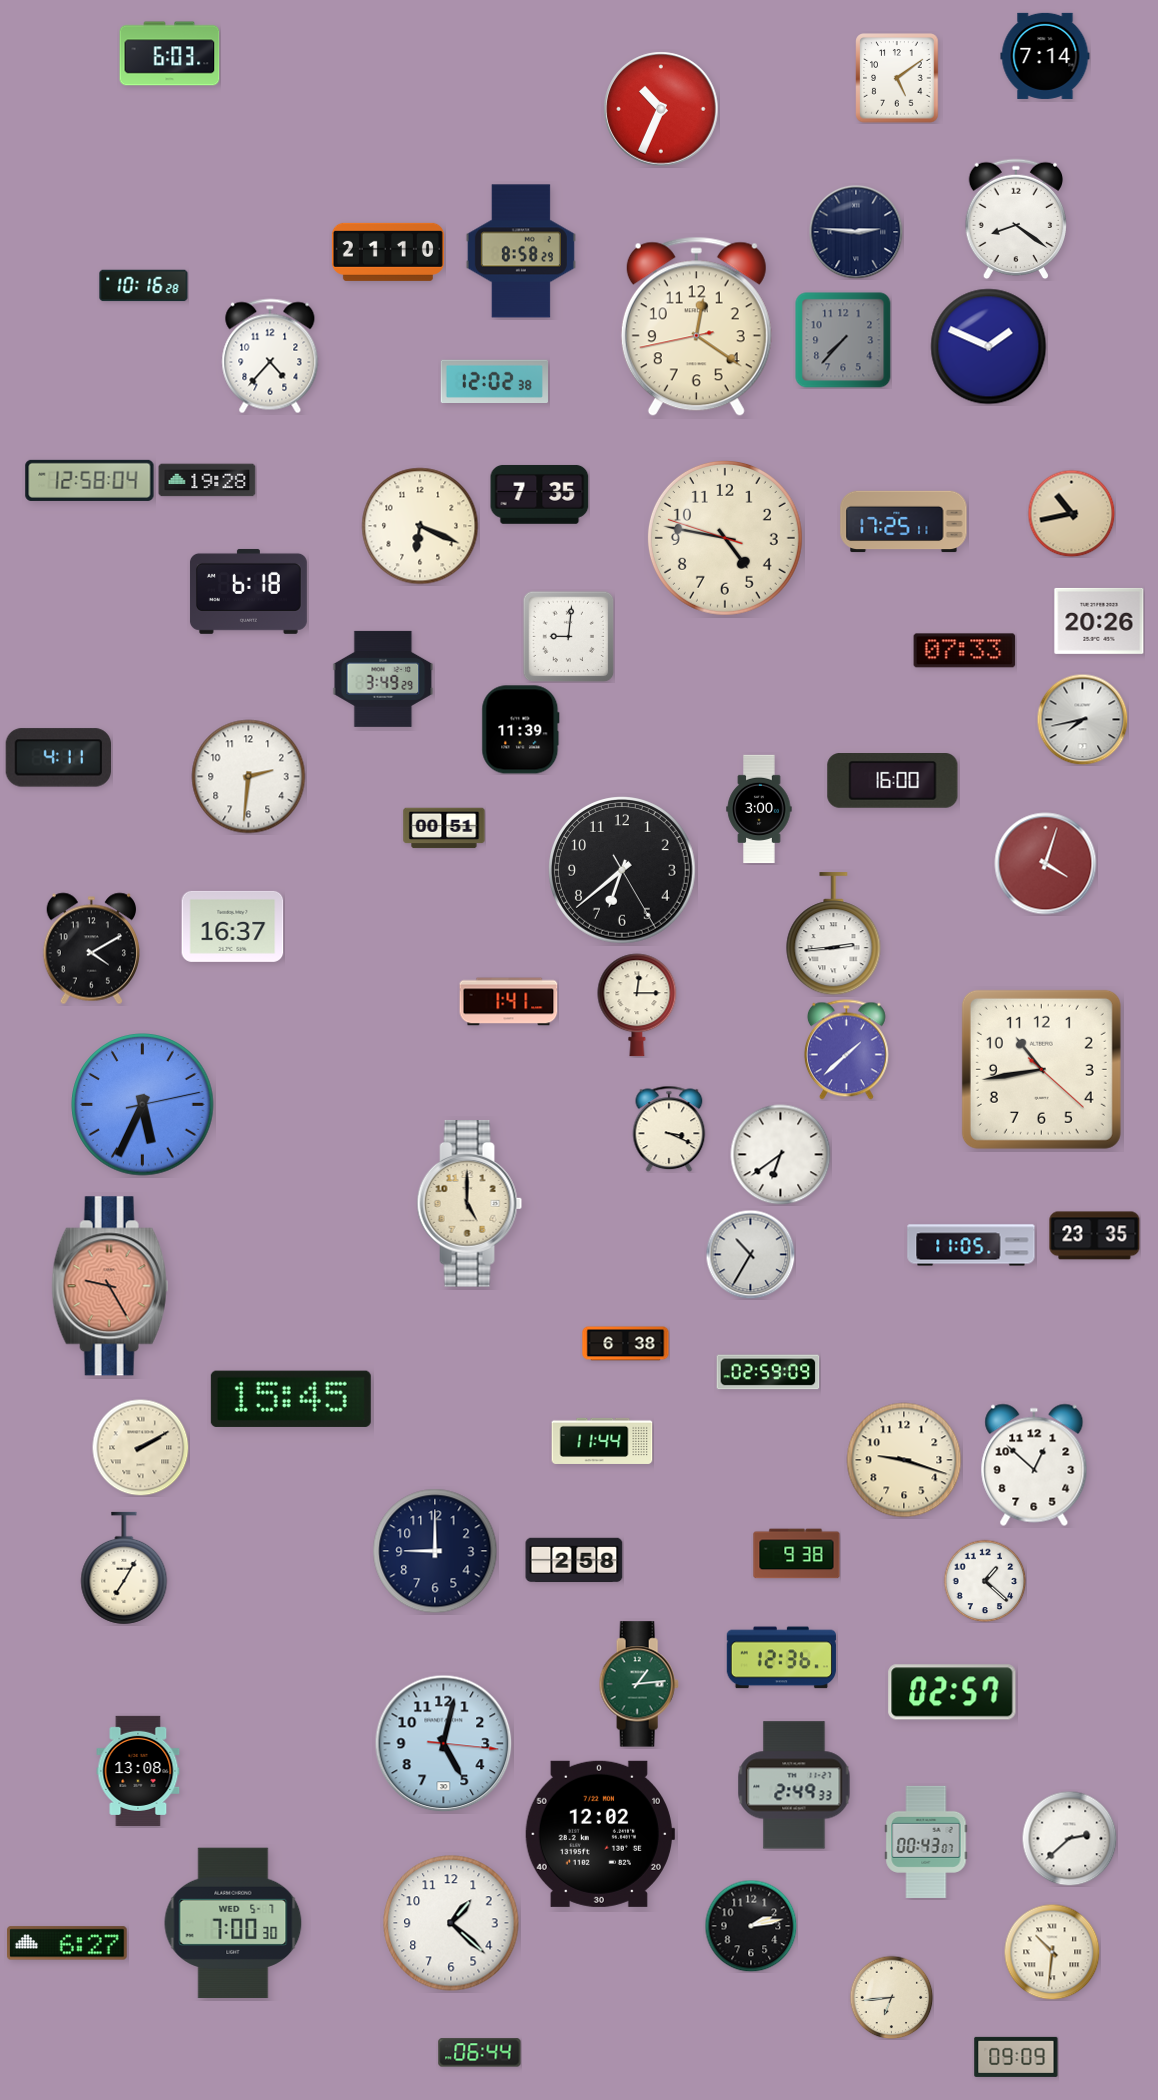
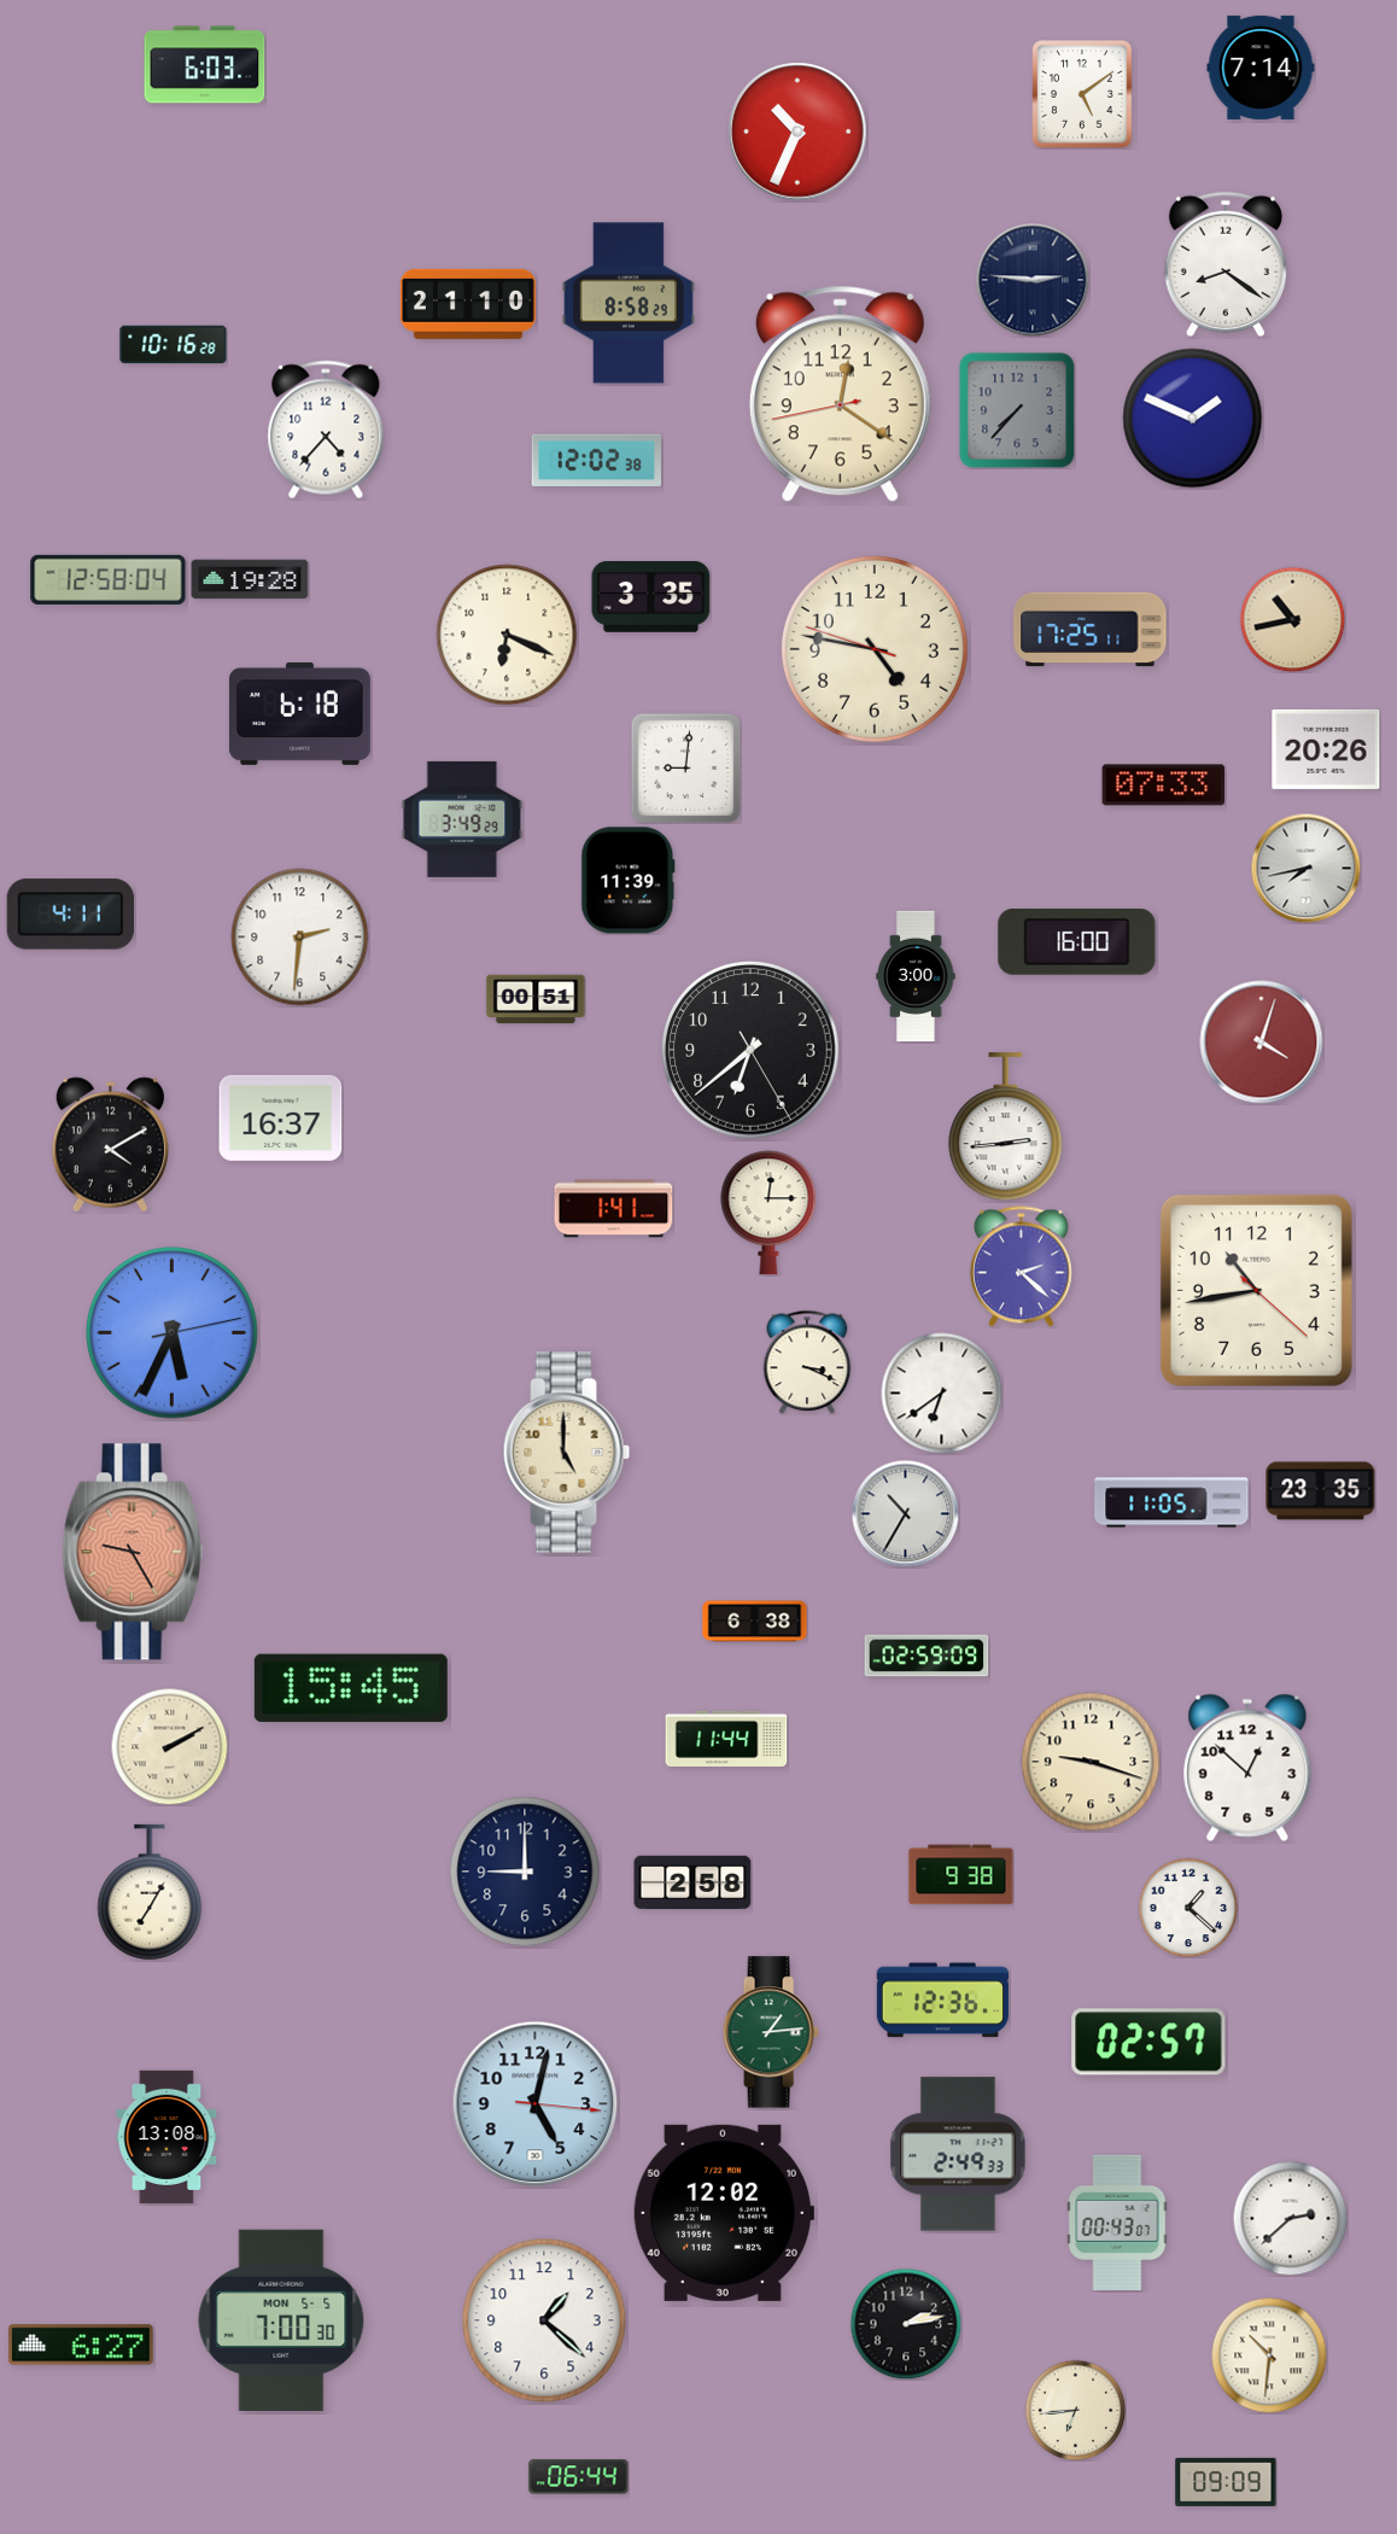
clock at (540, 494): 7:35 -> 3:35
clock at (846, 1050): 1:38 -> 2:22
clock at (233, 1923) date: WED 5-7 -> MON 5-5
